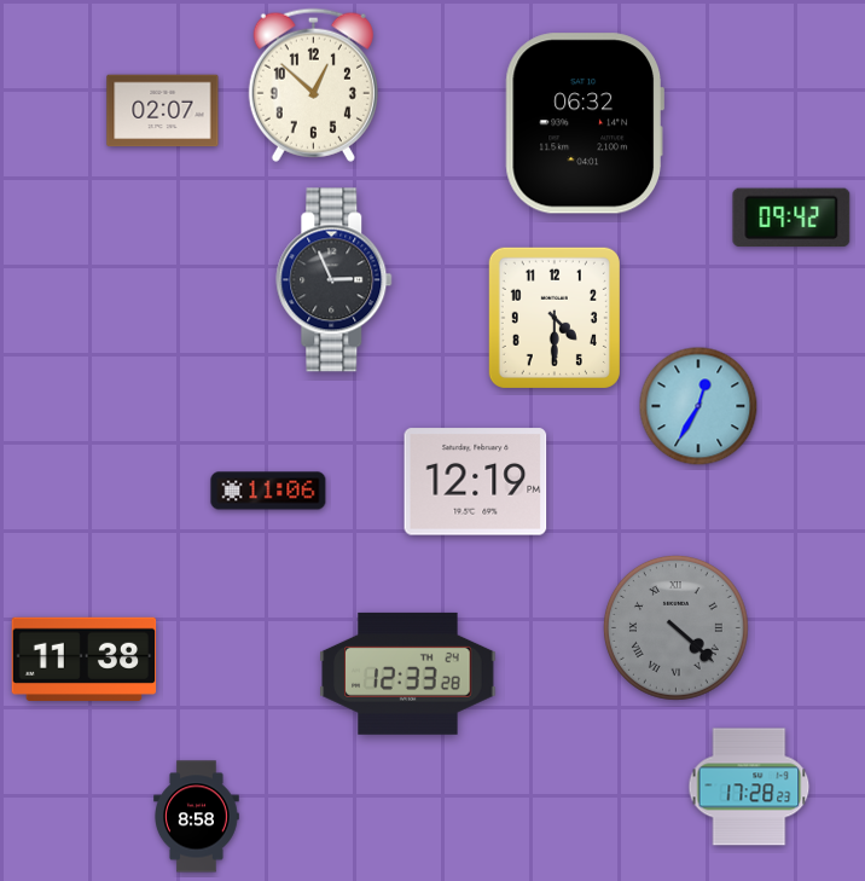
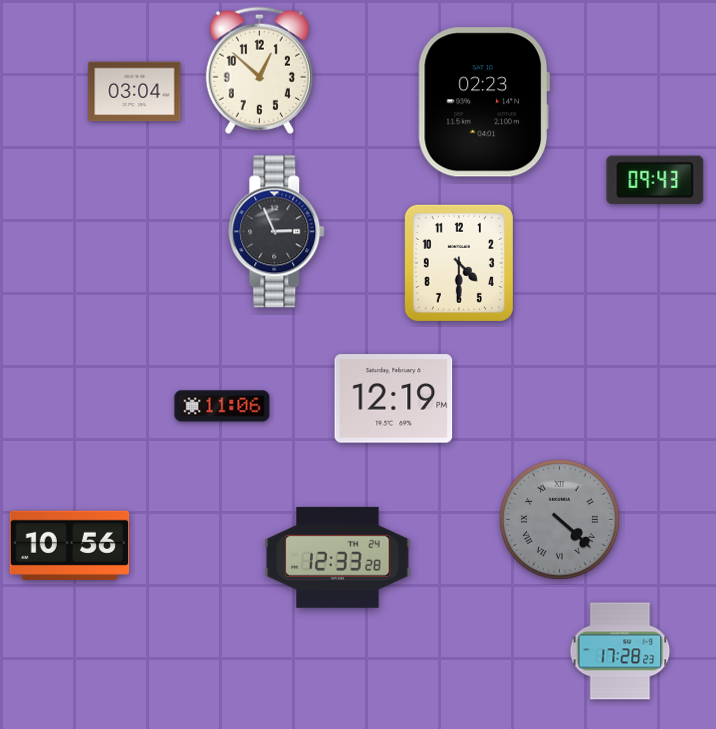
clock at (163, 111): 02:07 -> 03:04
clock at (585, 123): 06:32 -> 02:23
clock at (791, 218): 09:42 -> 09:43
clock at (698, 406): 12:35 -> none
clock at (85, 659): 11:38 -> 10:56
clock at (197, 817): 8:58 -> none
